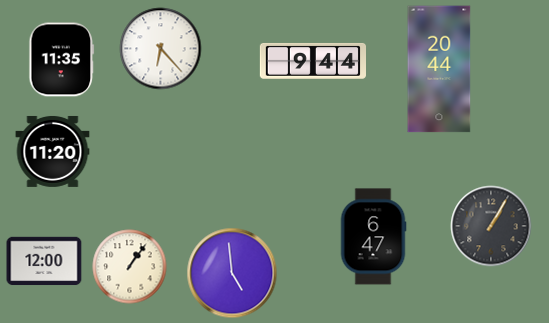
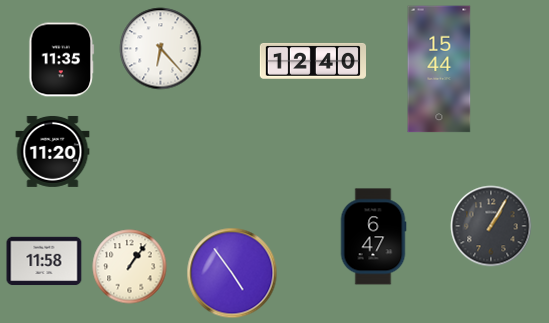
clock at (312, 61): 9:44 -> 12:40
clock at (439, 69): 20:44 -> 15:44
clock at (44, 261): 12:00 -> 11:58
clock at (232, 273): 4:59 -> 4:54
